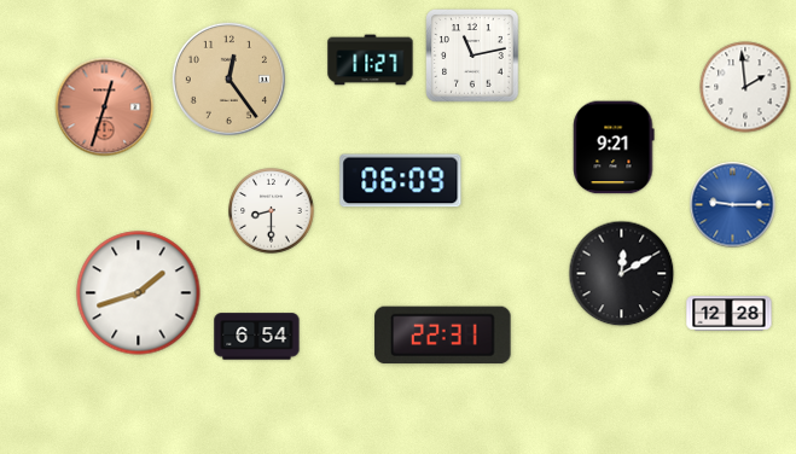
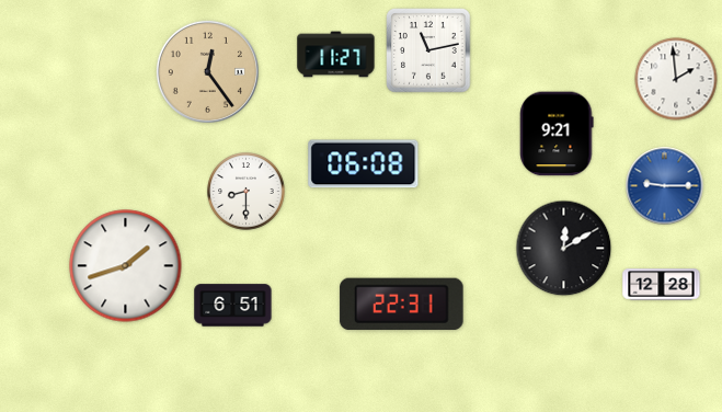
clock at (105, 107): 12:33 -> none
clock at (401, 181): 06:09 -> 06:08
clock at (257, 337): 6:54 -> 6:51
